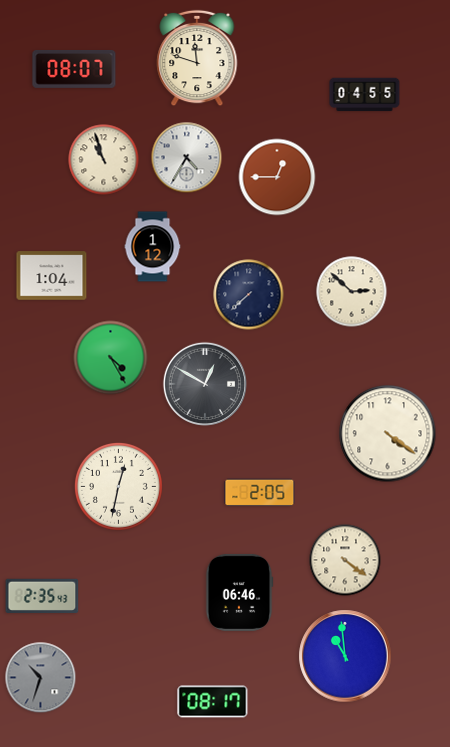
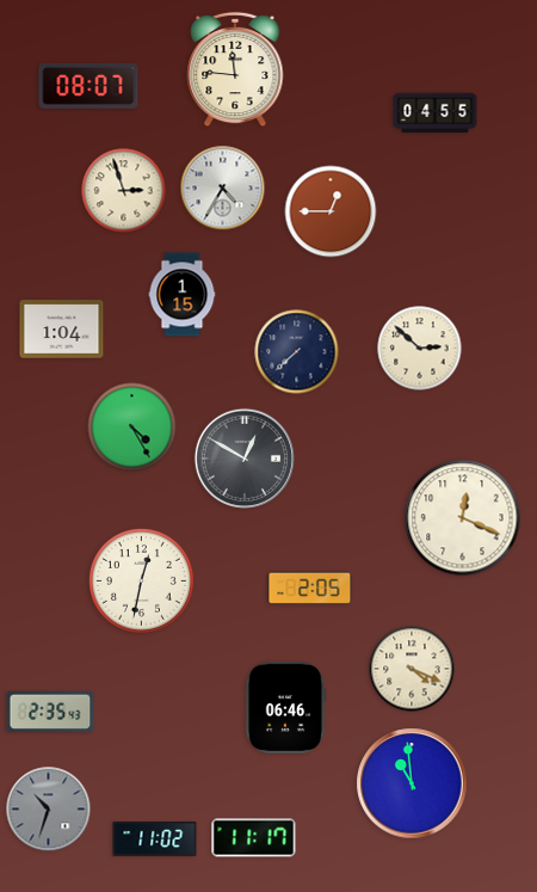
clock at (197, 58): 11:48 -> 11:46
clock at (74, 70) position: (74, 70) -> (88, 87)
clock at (104, 160): 10:57 -> 2:57
clock at (153, 247): 1:12 -> 1:15
clock at (388, 434): 4:21 -> 12:19
clock at (345, 560): 4:21 -> 4:19
clock at (155, 838): none -> 11:02
clock at (213, 702): 08:17 -> 11:17
